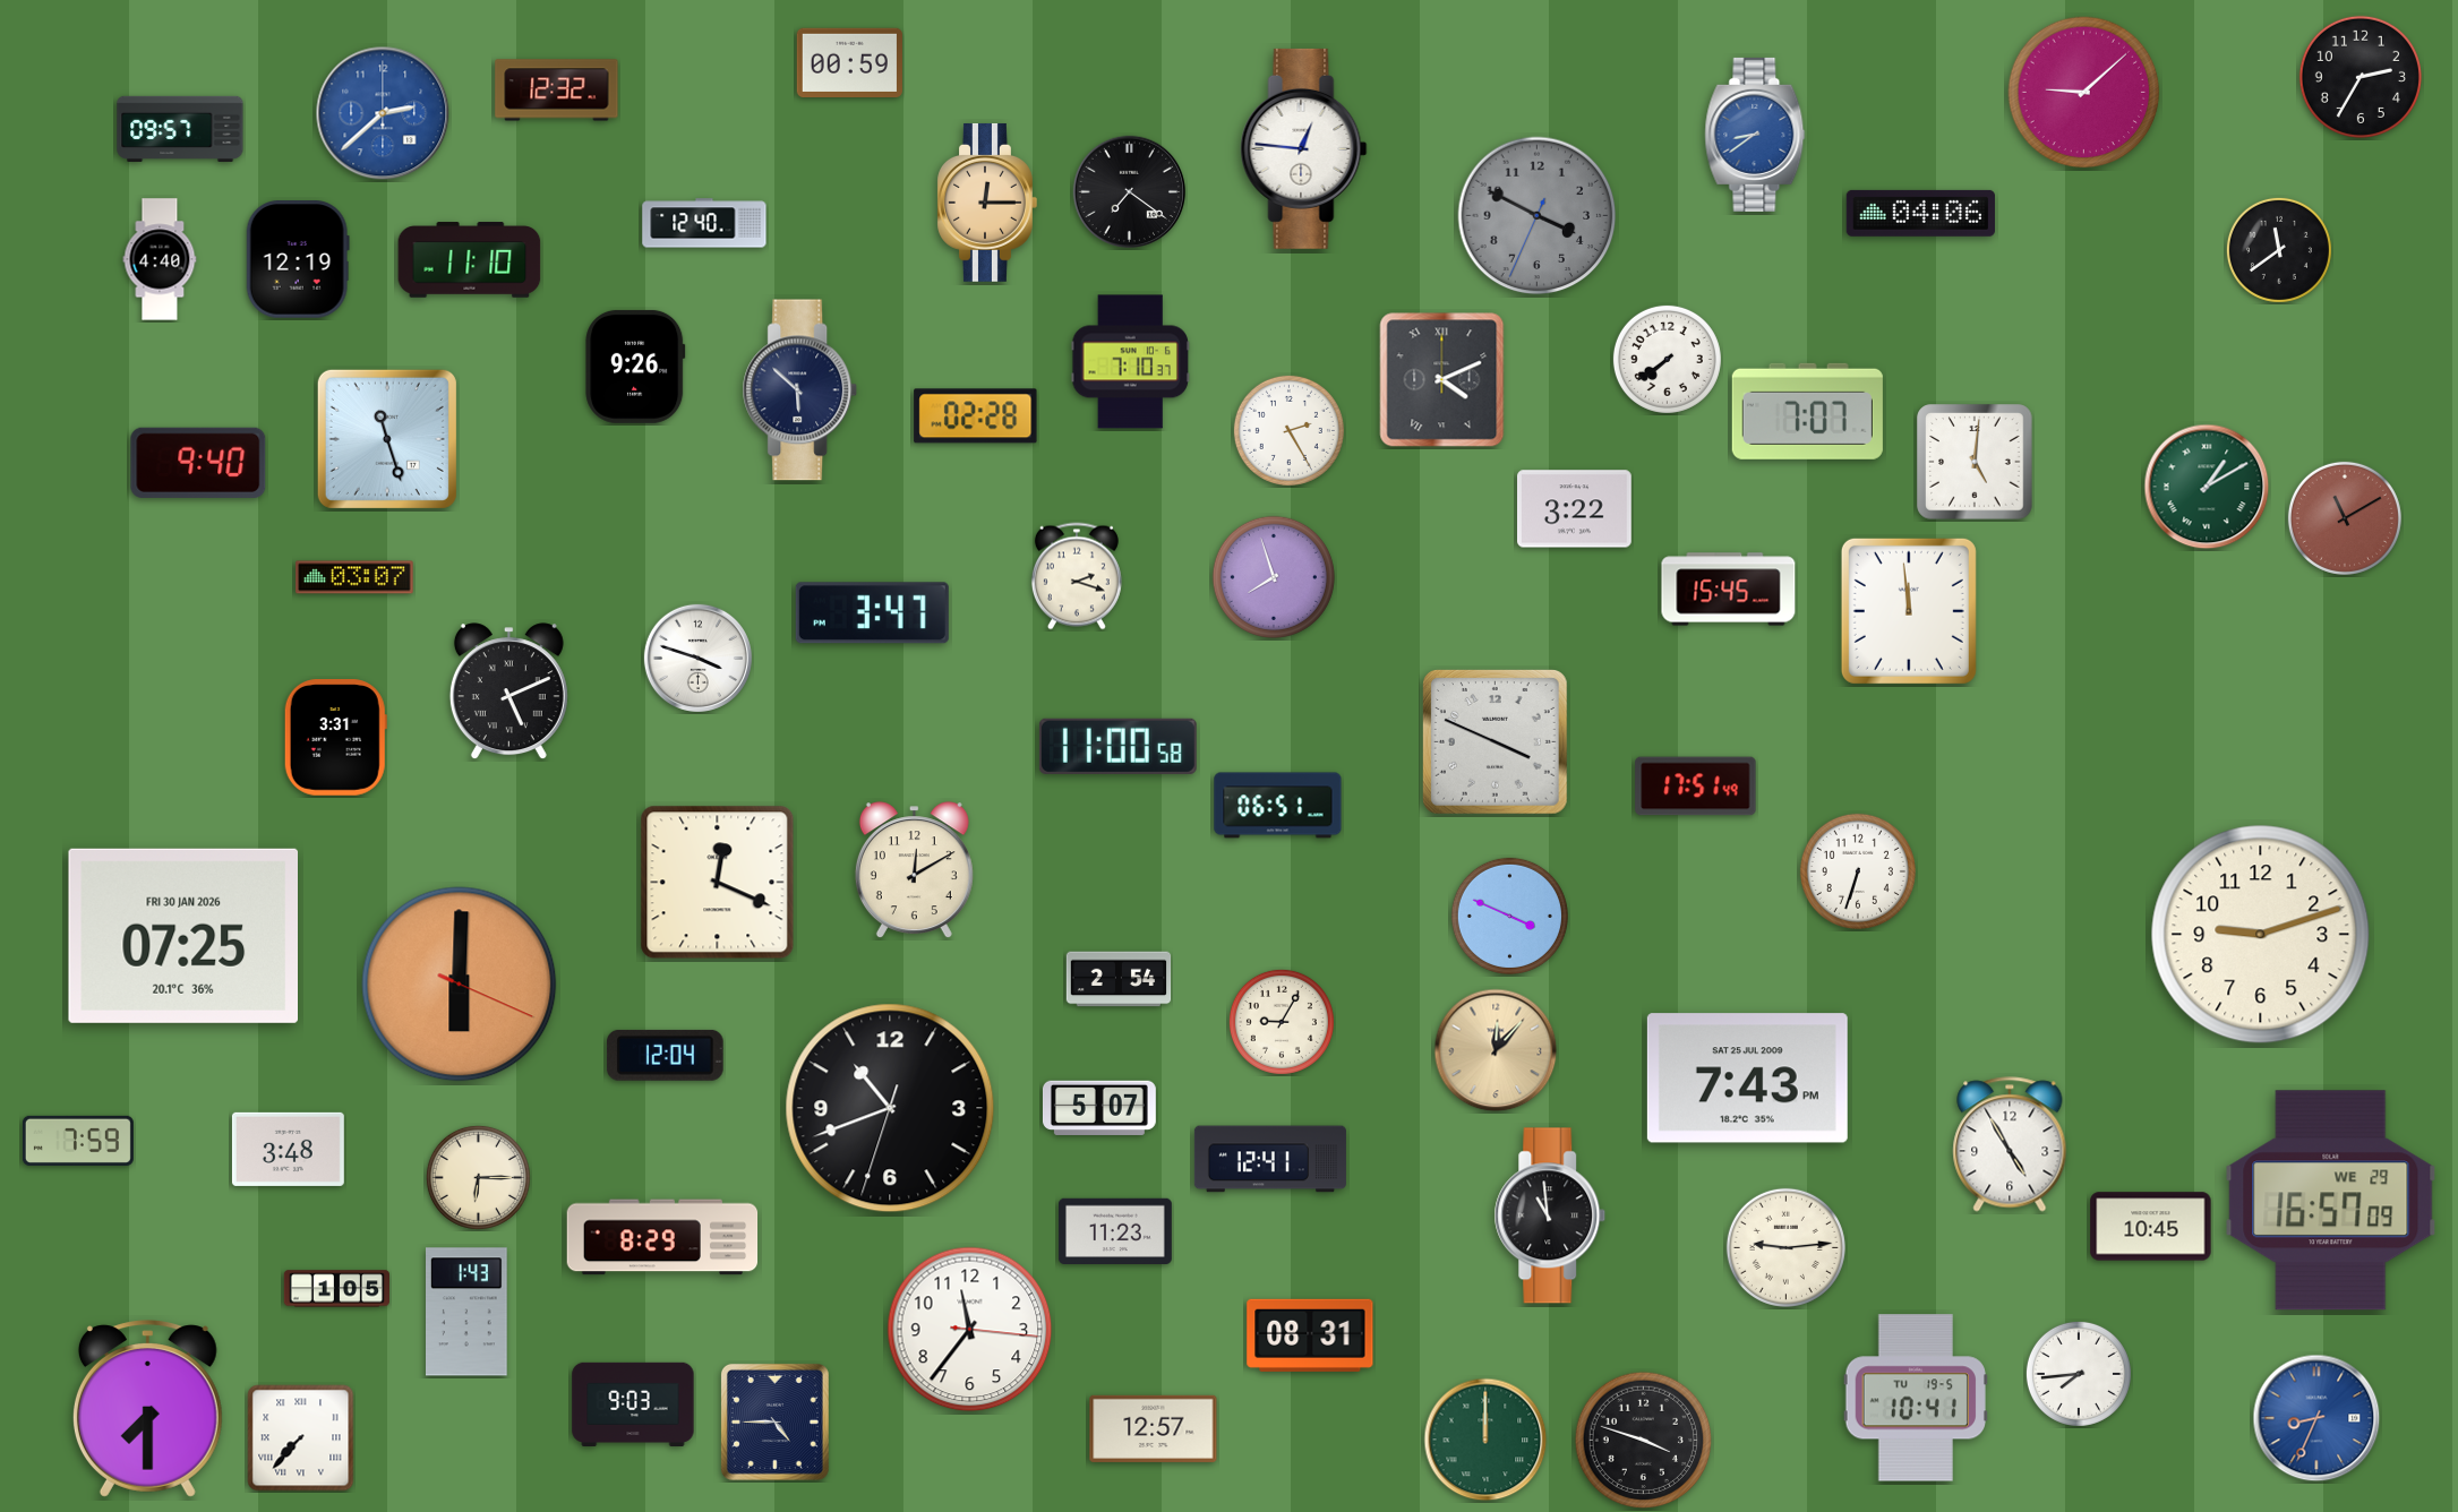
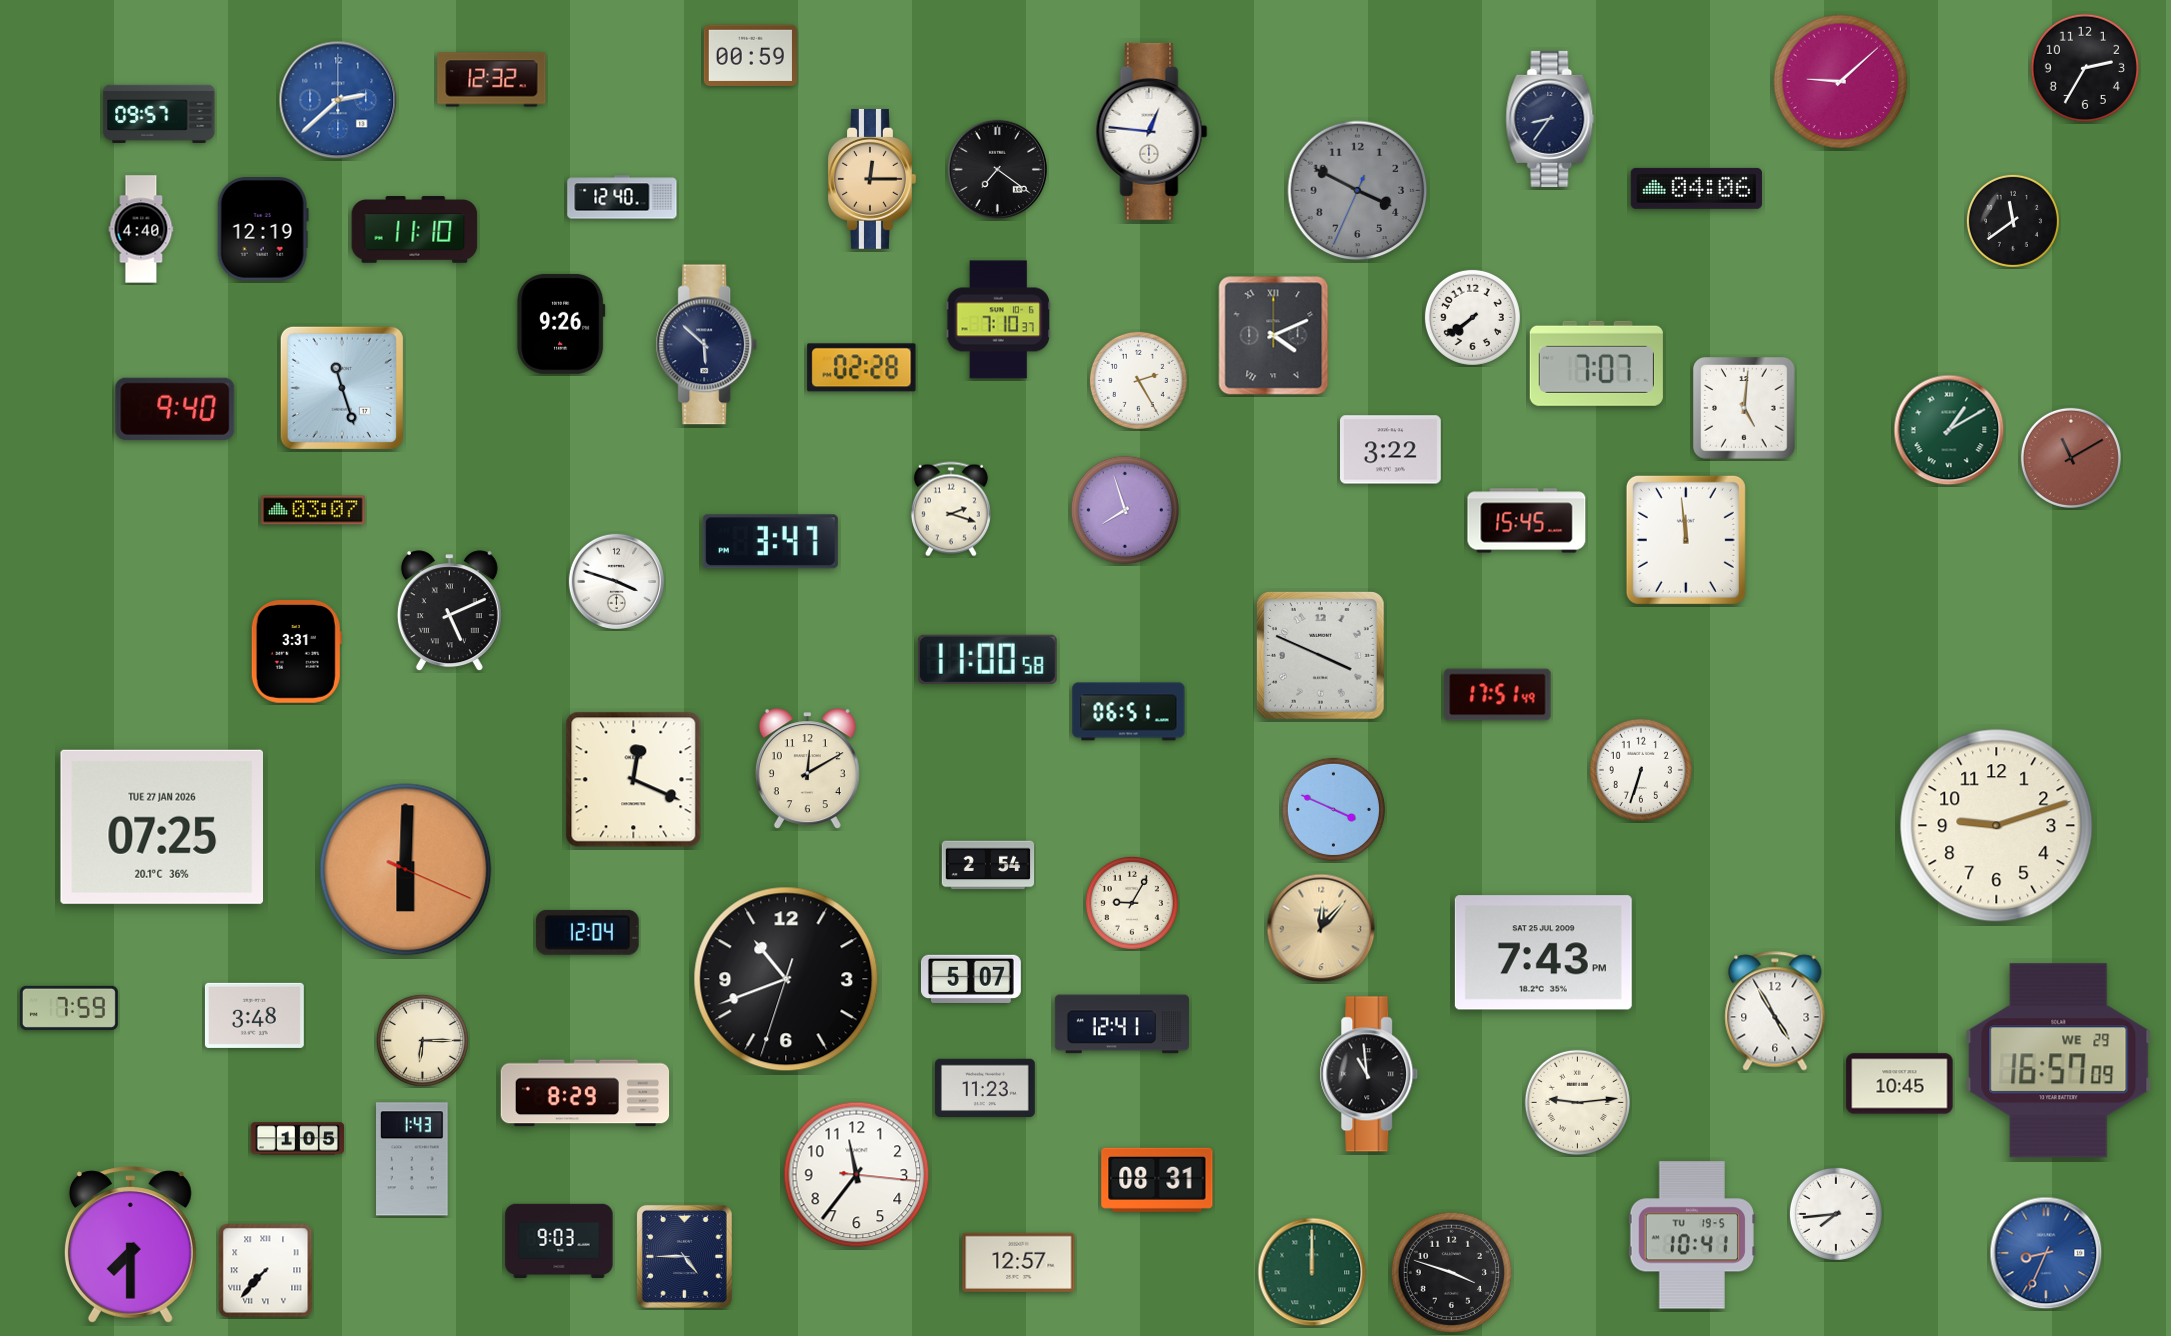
clock at (1755, 135): 8:39 -> 8:36
clock at (1755, 135) dial: blue -> navy
clock at (182, 936) date: FRI 30 JAN 2026 -> TUE 27 JAN 2026
